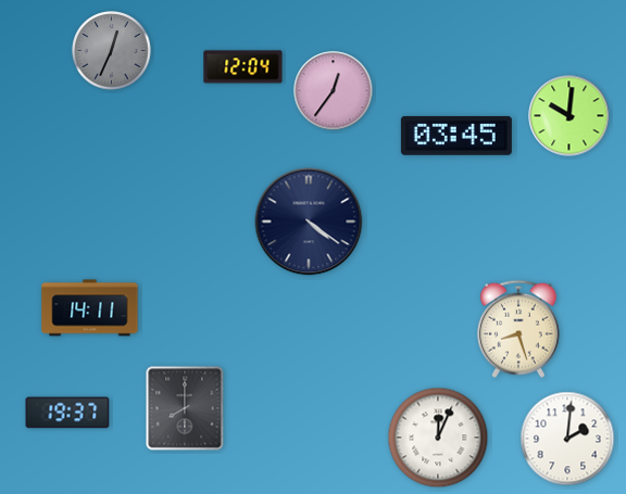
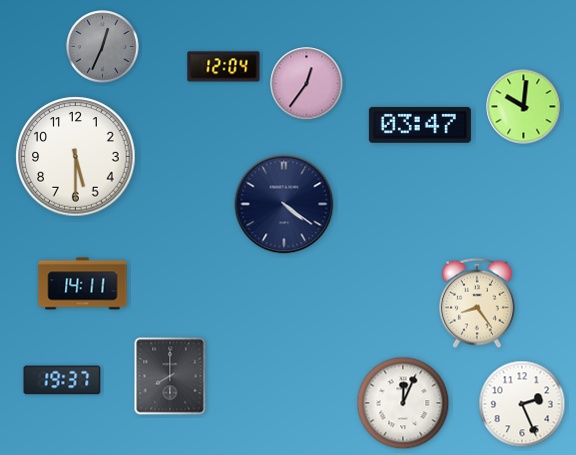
clock at (243, 67) position: (243, 67) -> (224, 67)
clock at (456, 136): 03:45 -> 03:47
clock at (76, 157): none -> 5:30
clock at (518, 329): 8:27 -> 8:24
clock at (567, 439): 2:01 -> 2:26
